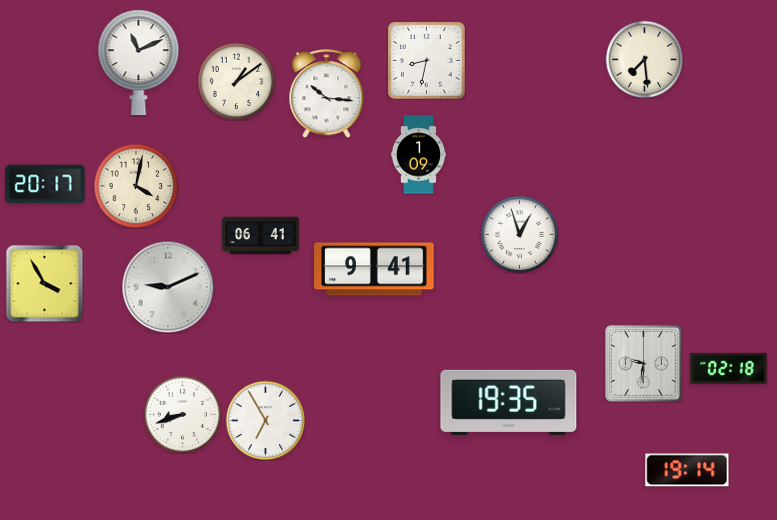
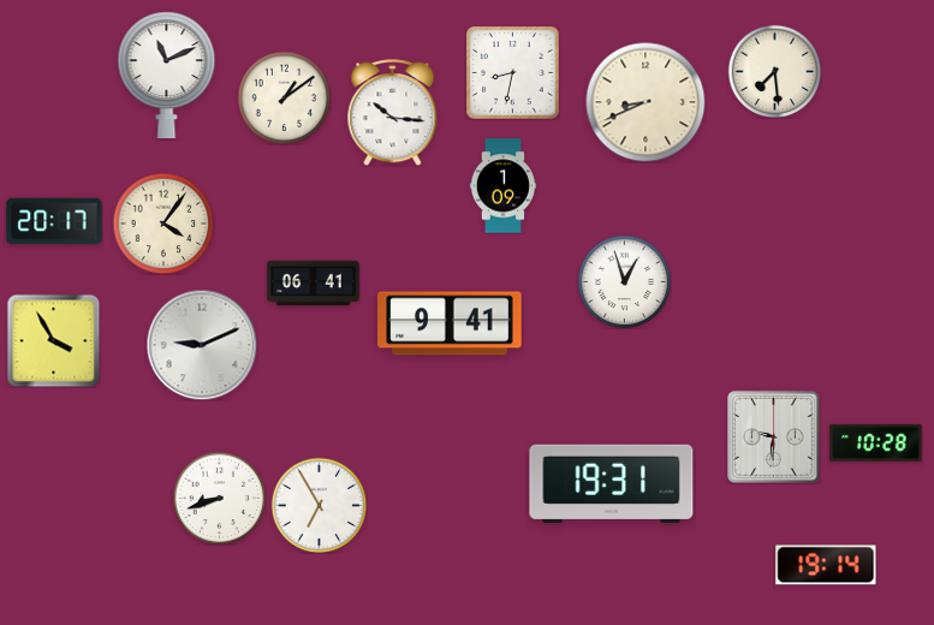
clock at (646, 102): none -> 8:41
clock at (136, 186): 4:02 -> 4:06
clock at (729, 368): 02:18 -> 10:28
clock at (509, 402): 19:35 -> 19:31
